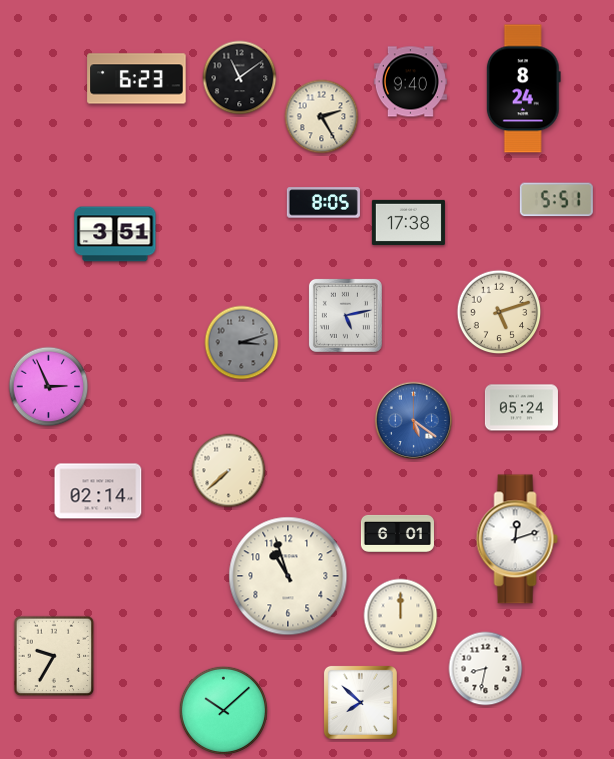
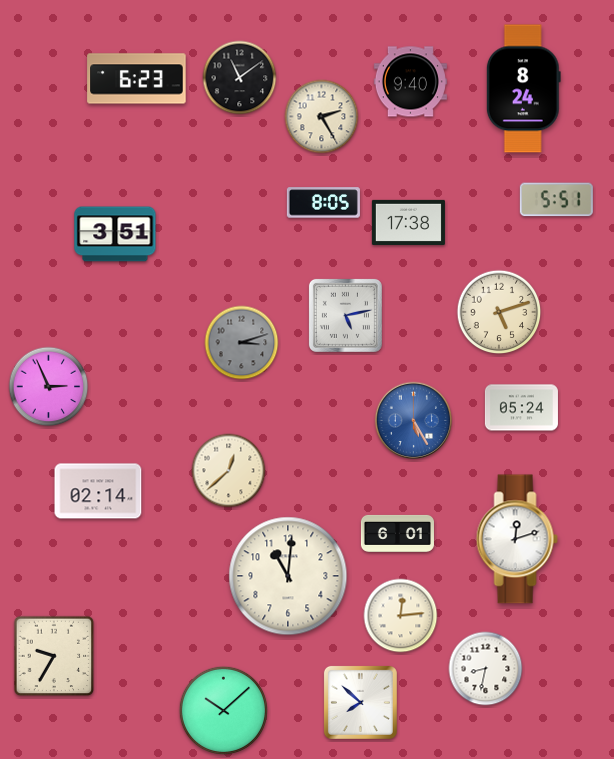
clock at (414, 421): 5:21 -> 5:25
clock at (229, 471): 7:38 -> 12:38
clock at (288, 576): 10:57 -> 11:01
clock at (401, 616): 12:00 -> 12:14
